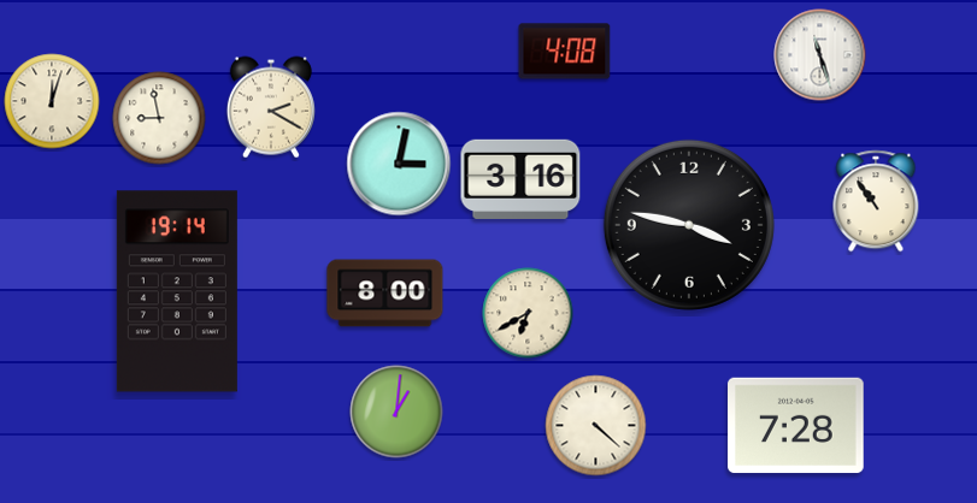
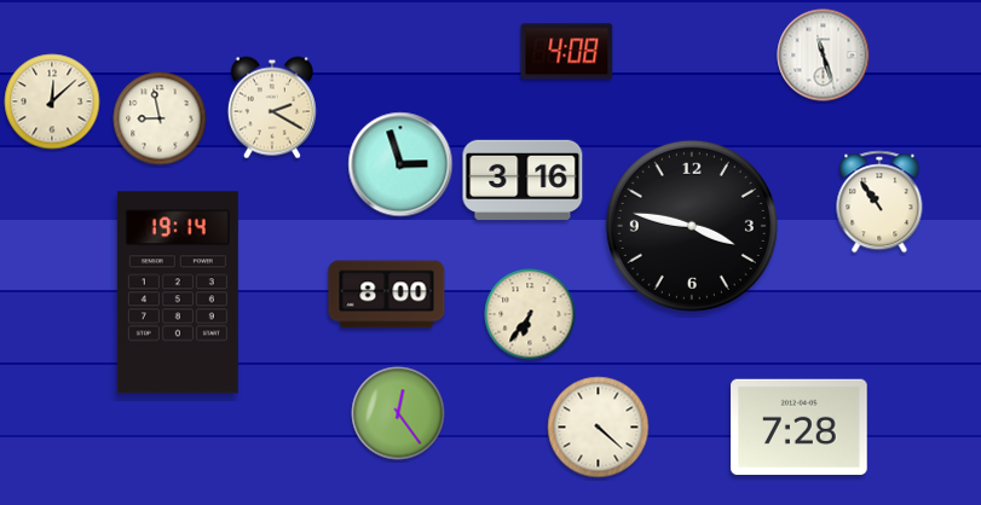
clock at (52, 101): 12:03 -> 12:08
clock at (399, 164): 3:02 -> 2:57
clock at (528, 313): 6:40 -> 6:36
clock at (396, 412): 1:01 -> 12:24
